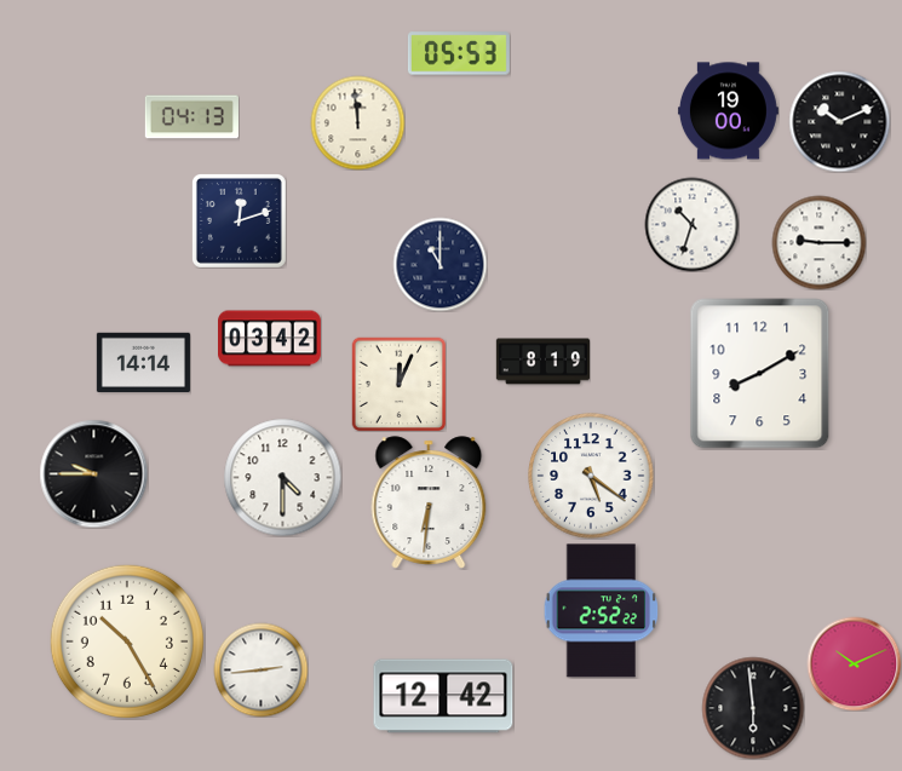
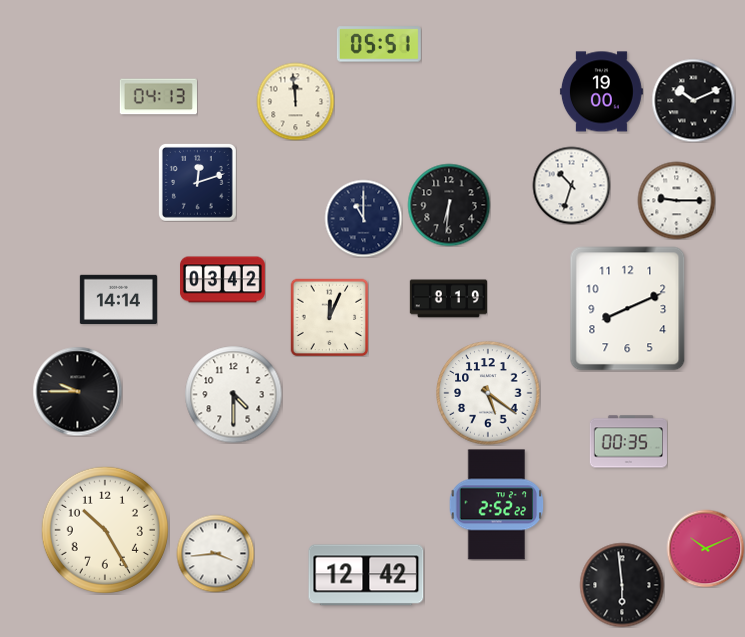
clock at (459, 53): 05:53 -> 05:51
clock at (449, 205): none -> 6:31
clock at (760, 374): 8:10 -> 8:11
clock at (429, 502): 6:31 -> none
clock at (628, 442): none -> 00:35
clock at (260, 669): 2:44 -> 3:44
